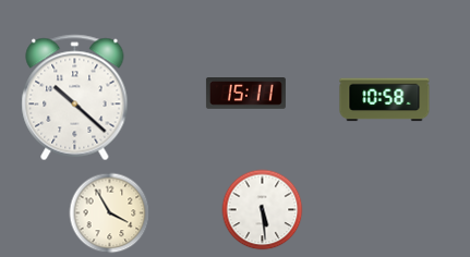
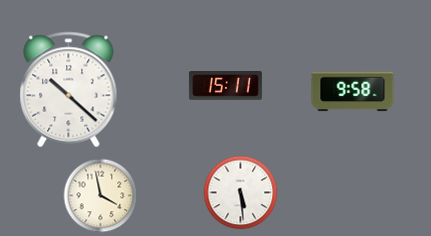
clock at (385, 100): 10:58 -> 9:58
clock at (110, 213): 3:55 -> 3:58
